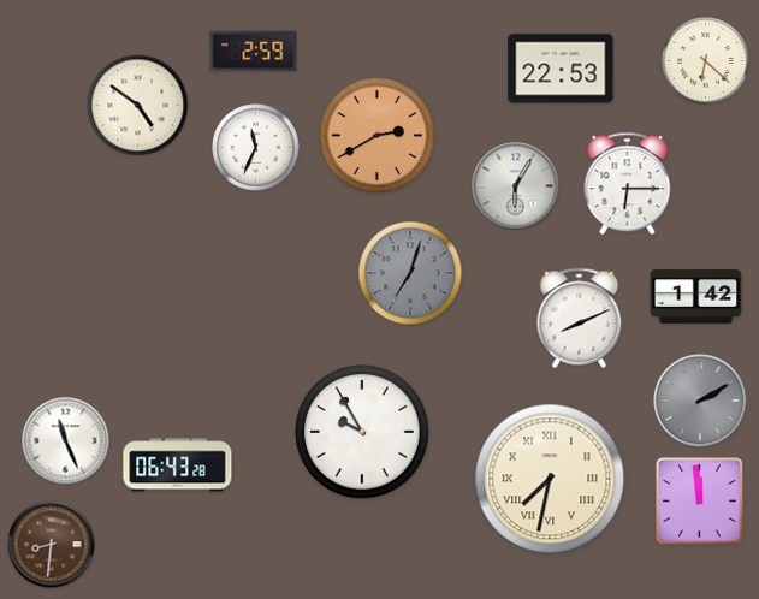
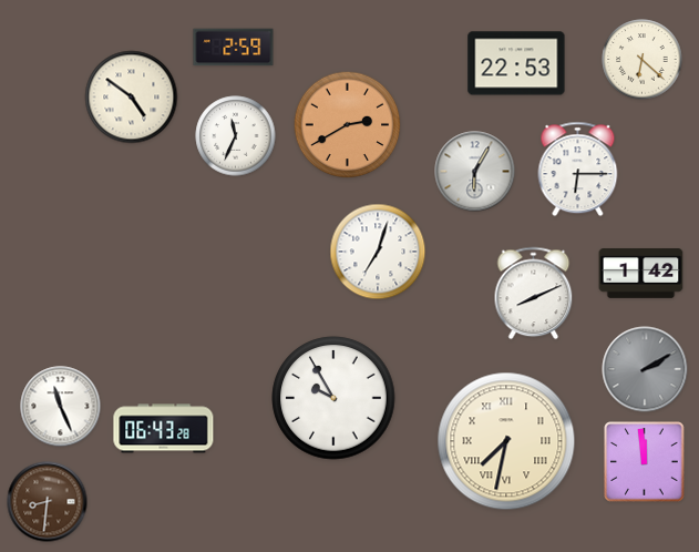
clock at (706, 61) position: (706, 61) -> (643, 60)
clock at (138, 106) position: (138, 106) -> (132, 98)
clock at (410, 273) dial: grey -> white
